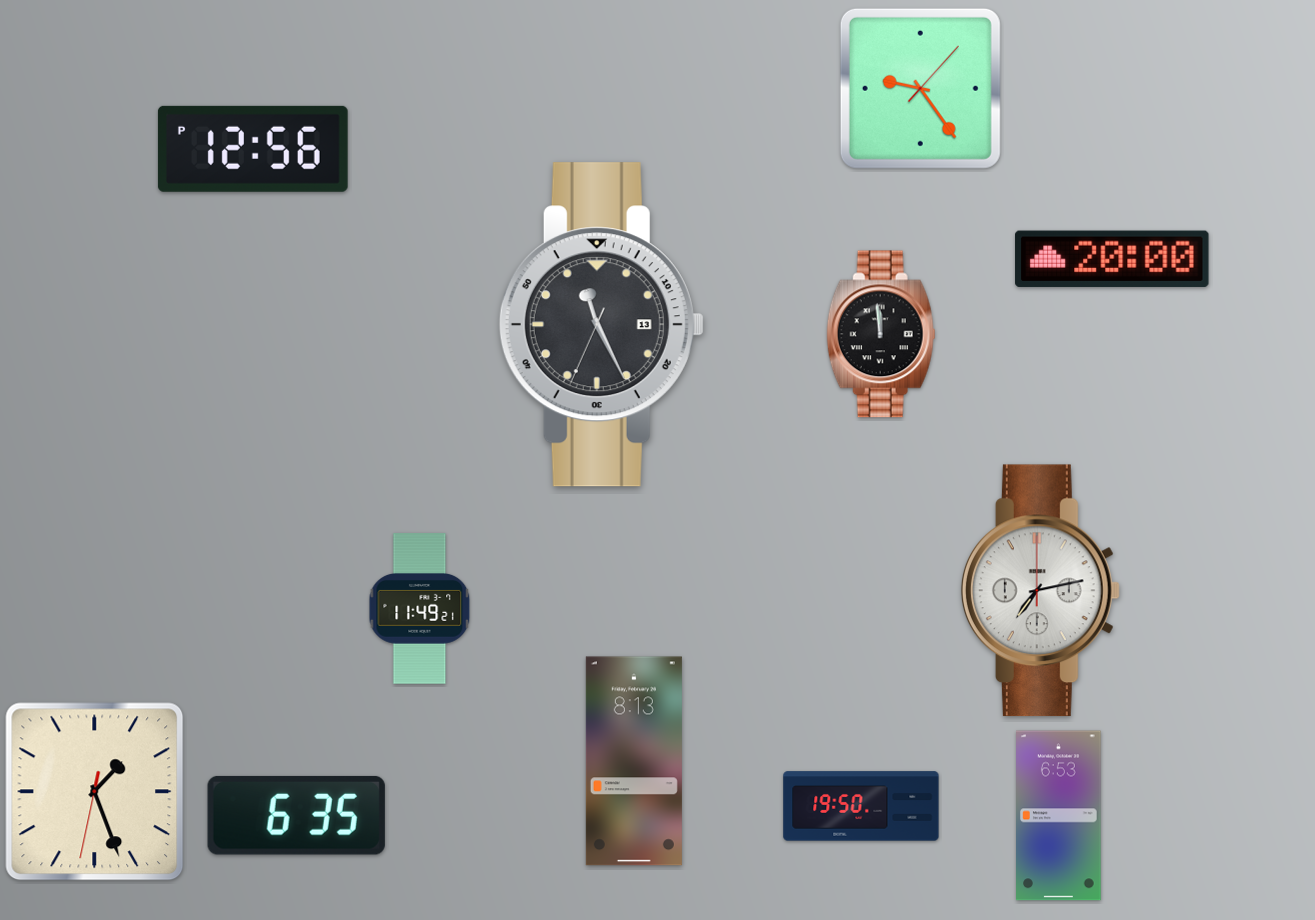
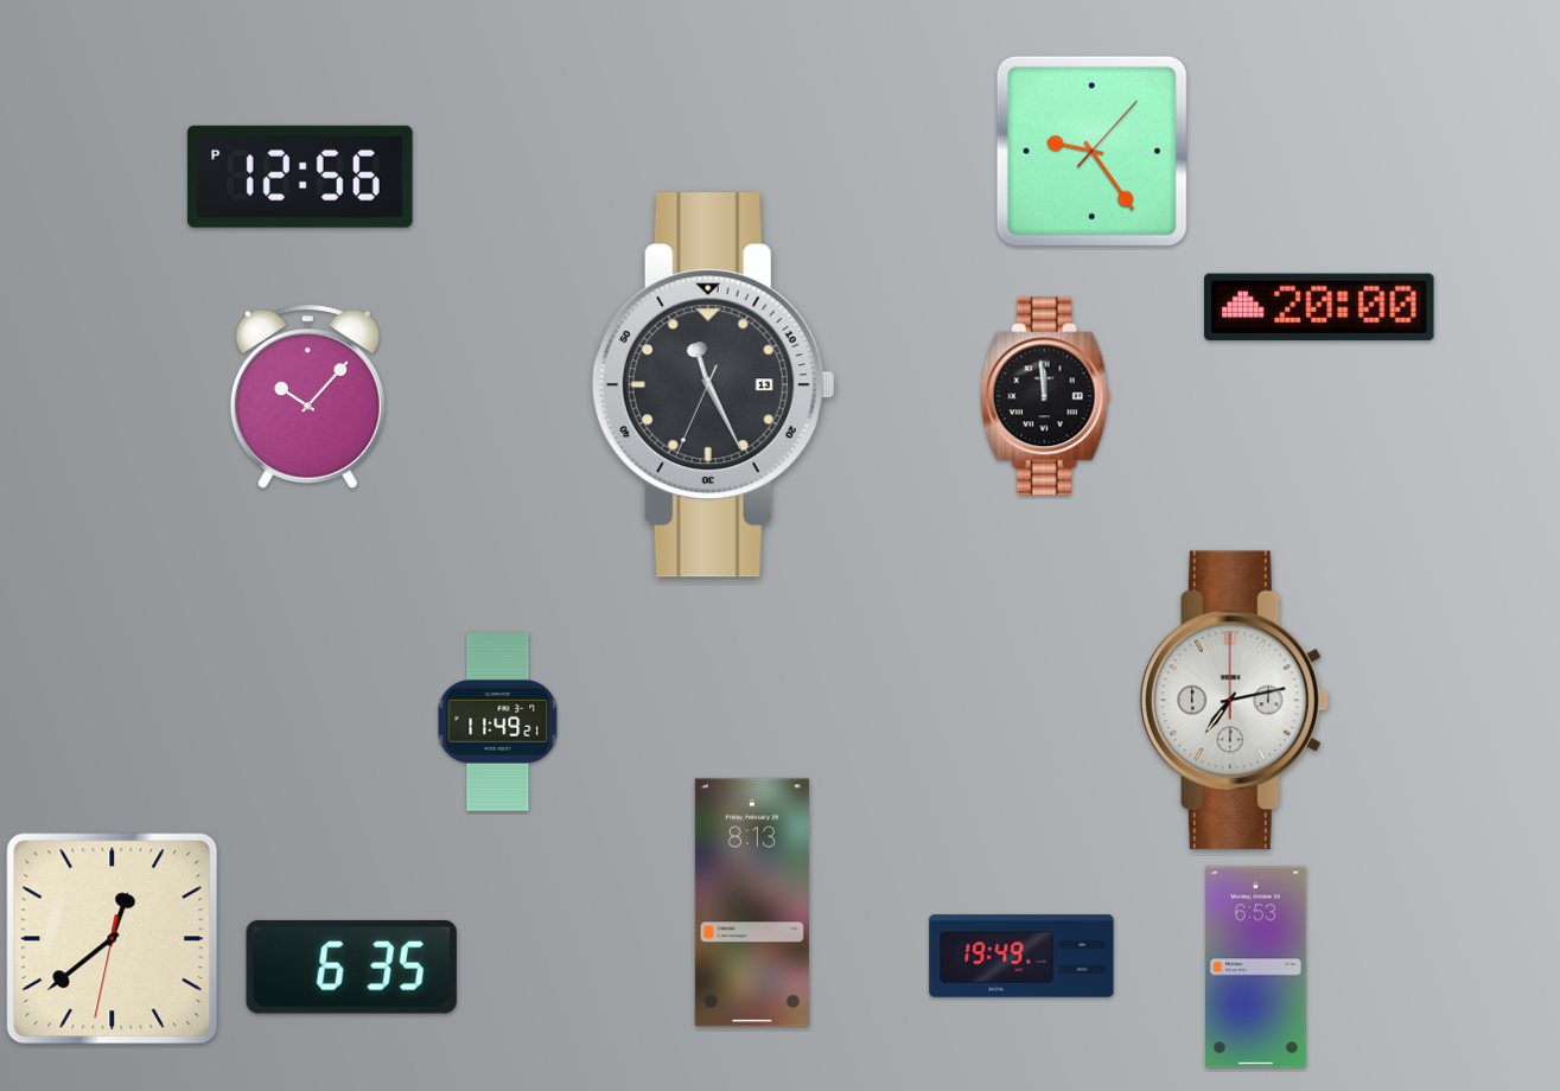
clock at (920, 88) position: (920, 88) -> (1091, 151)
clock at (307, 397): none -> 10:07
clock at (95, 792): 1:26 -> 12:38
clock at (861, 806): 19:50 -> 19:49
